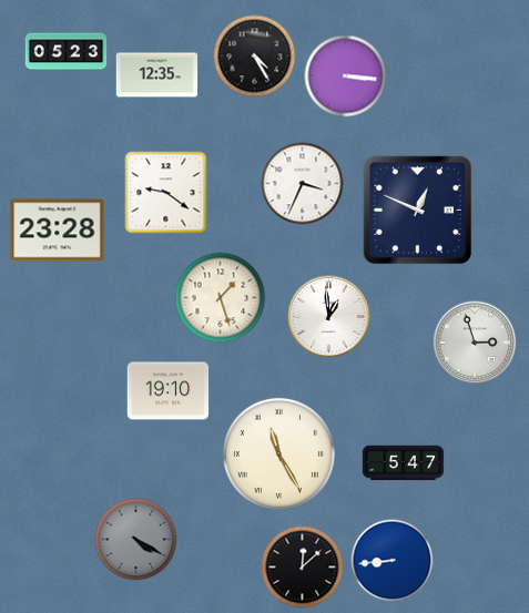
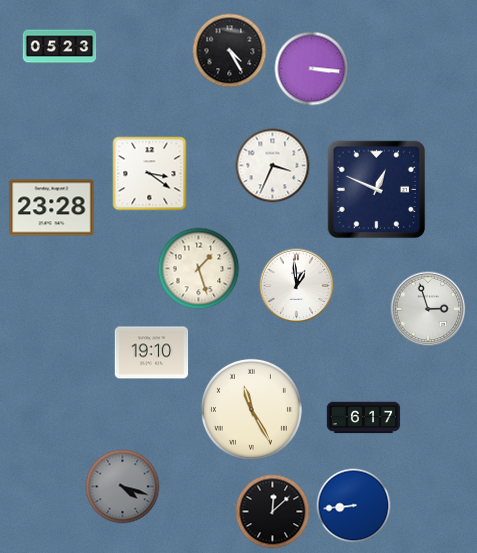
clock at (157, 75): 12:35 -> none
clock at (166, 193): 9:21 -> 3:21
clock at (404, 463): 5:47 -> 6:17
clock at (136, 540): 4:20 -> 4:18
